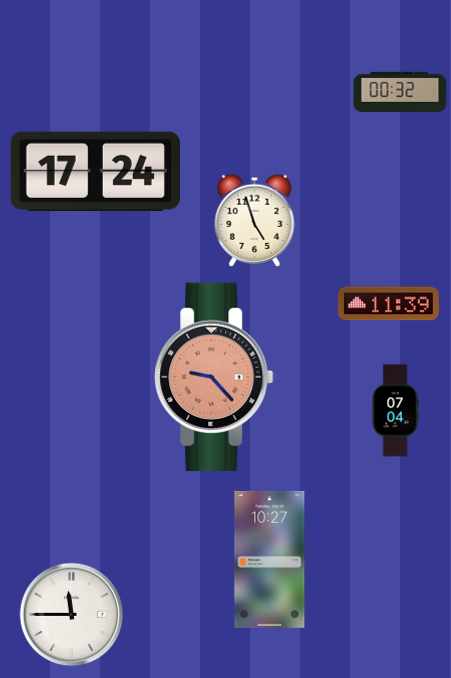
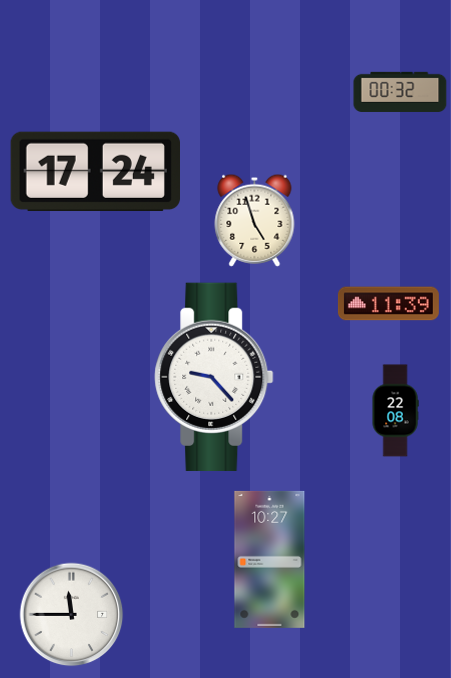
clock at (214, 377) dial: salmon -> white
clock at (395, 411): 07:04 -> 22:08
